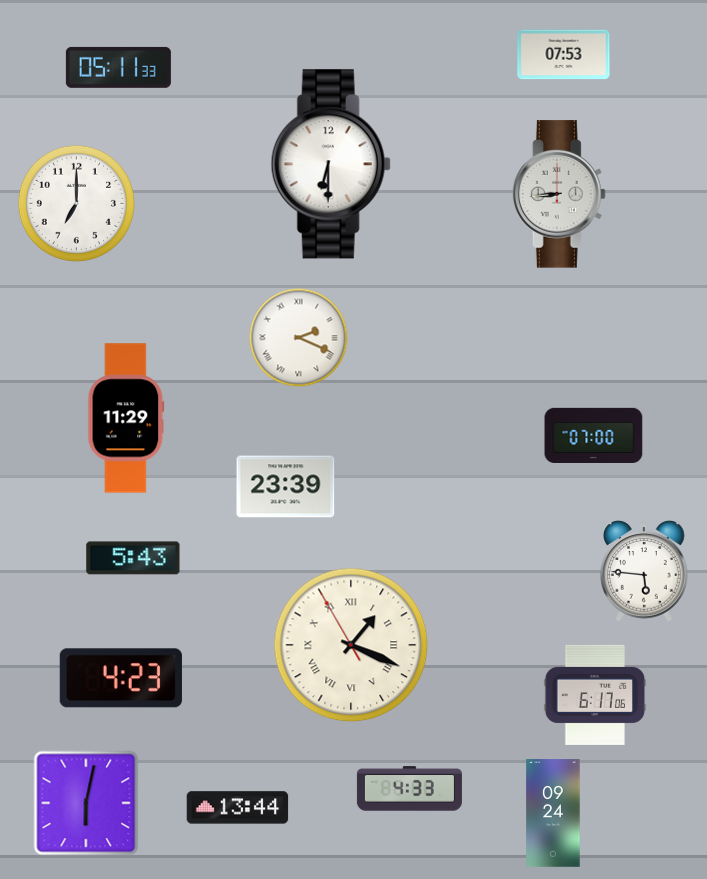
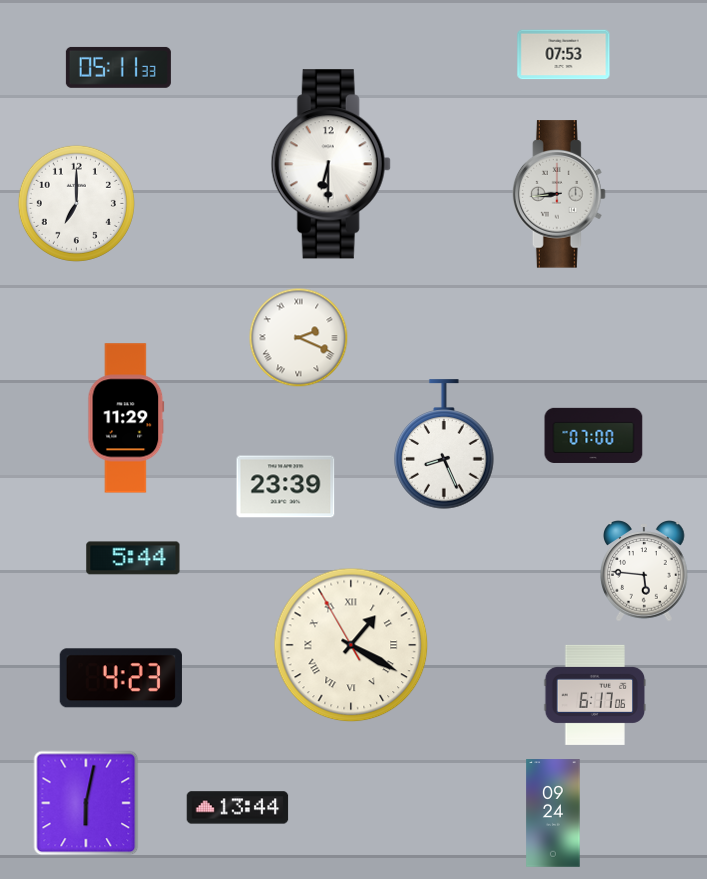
clock at (444, 444): none -> 8:26
clock at (133, 558): 5:43 -> 5:44
clock at (351, 645): 1:18 -> 1:19
clock at (409, 789): 4:33 -> none
